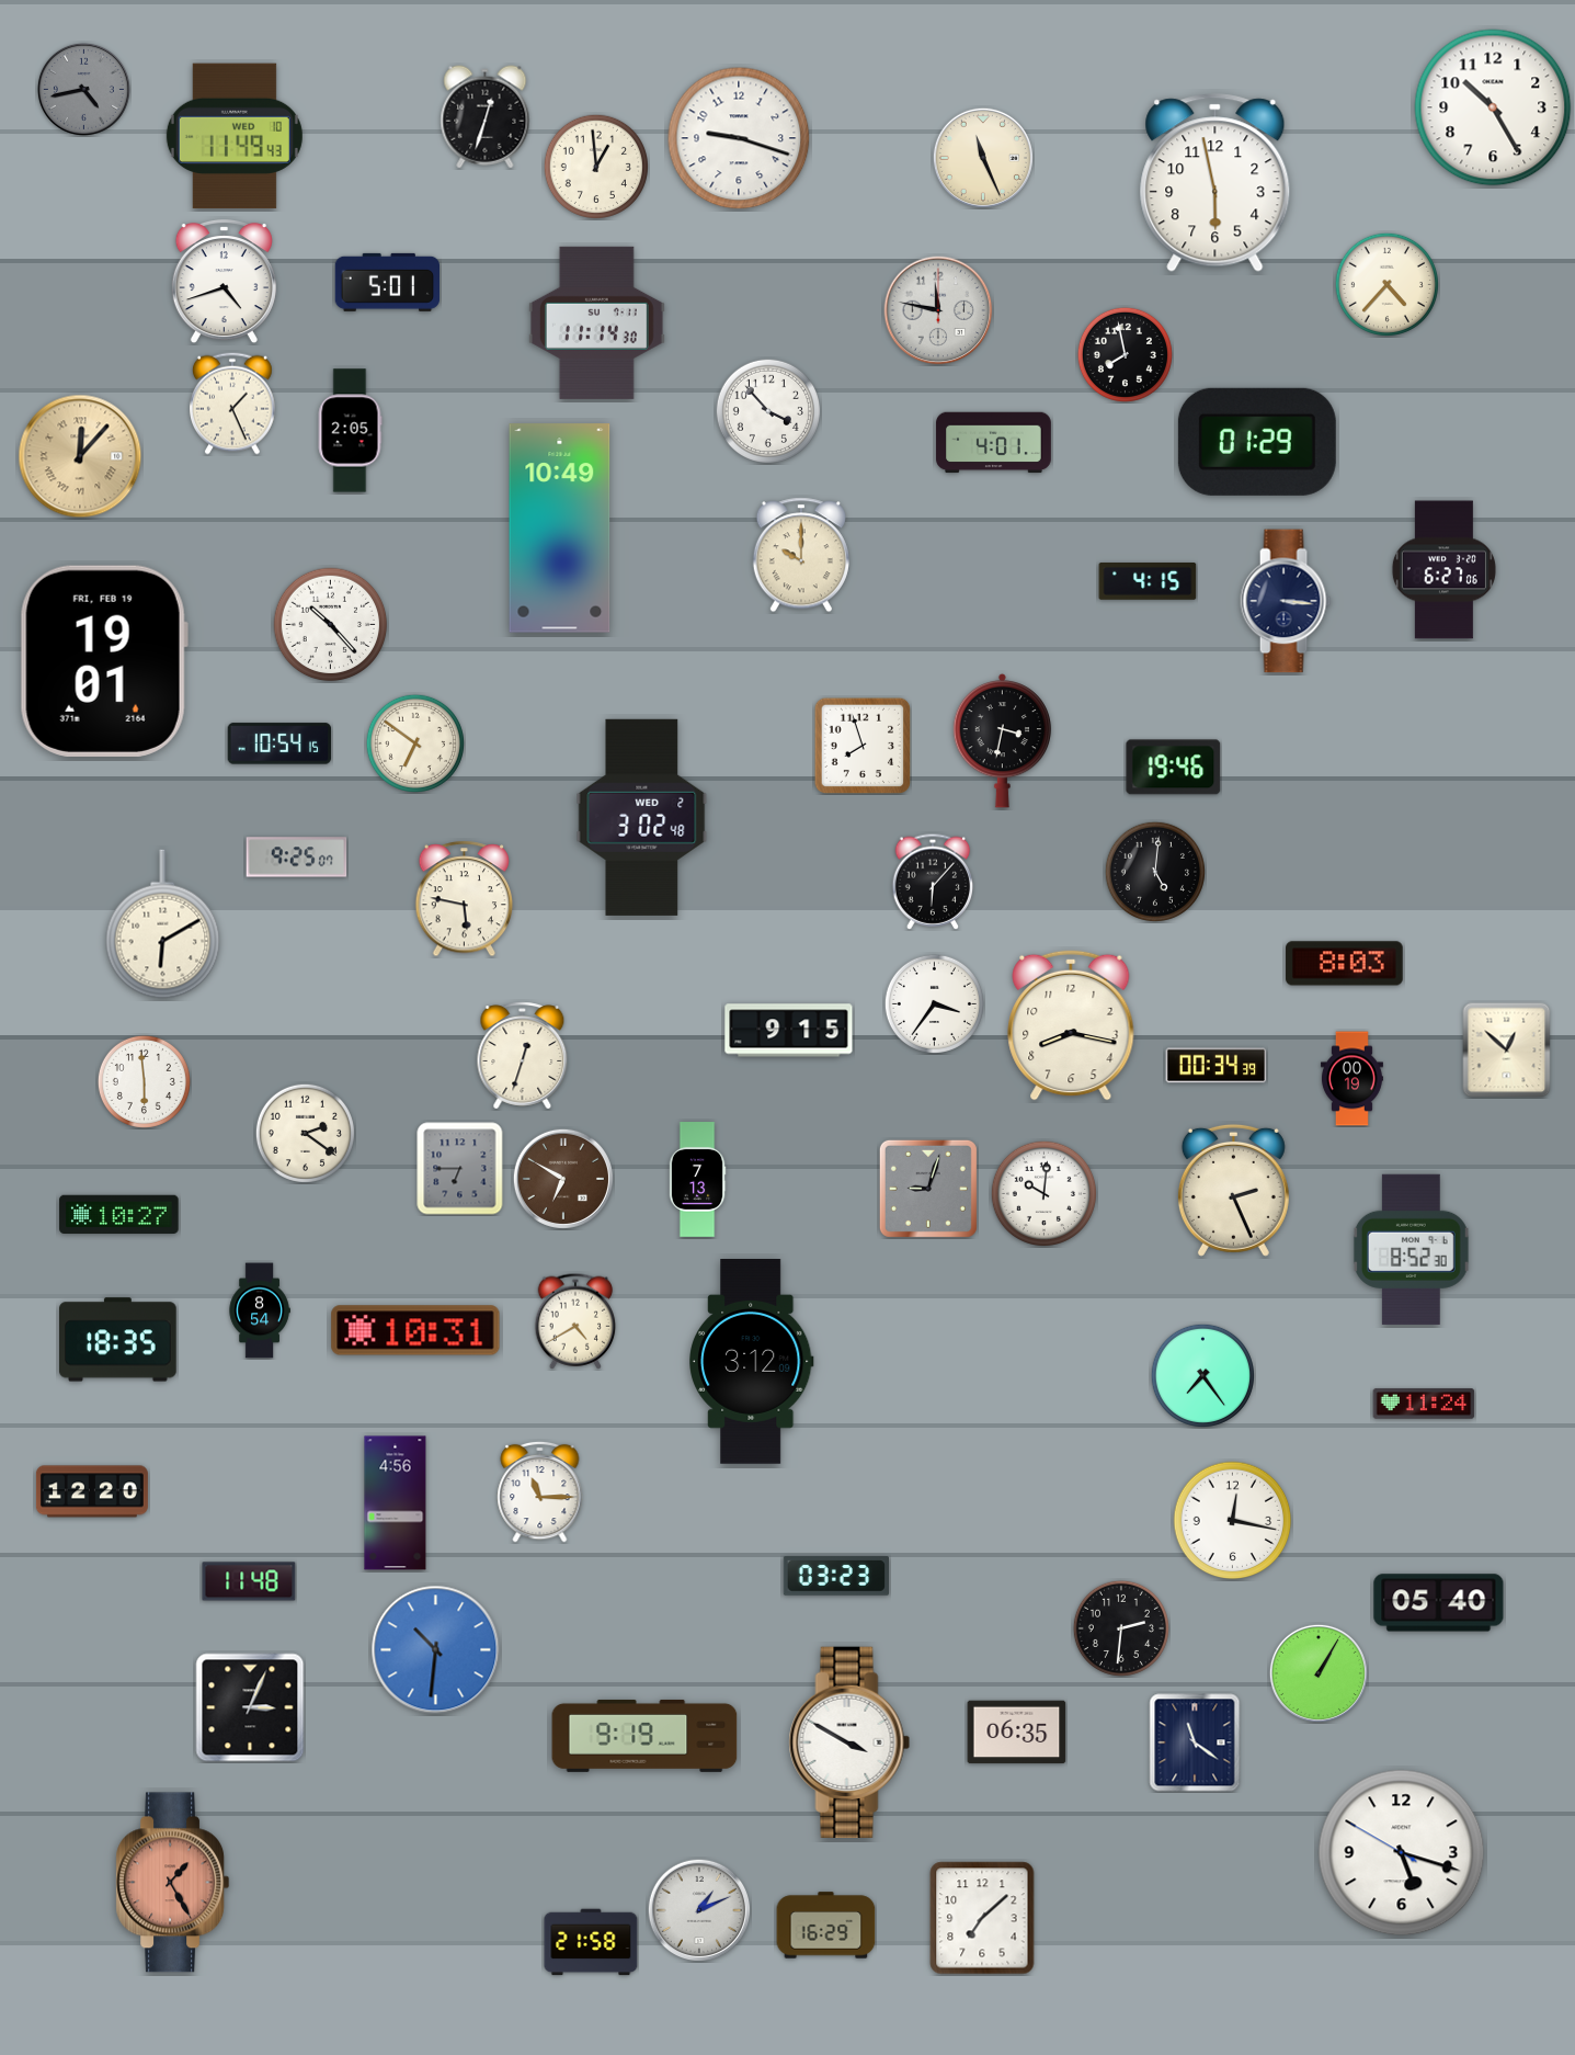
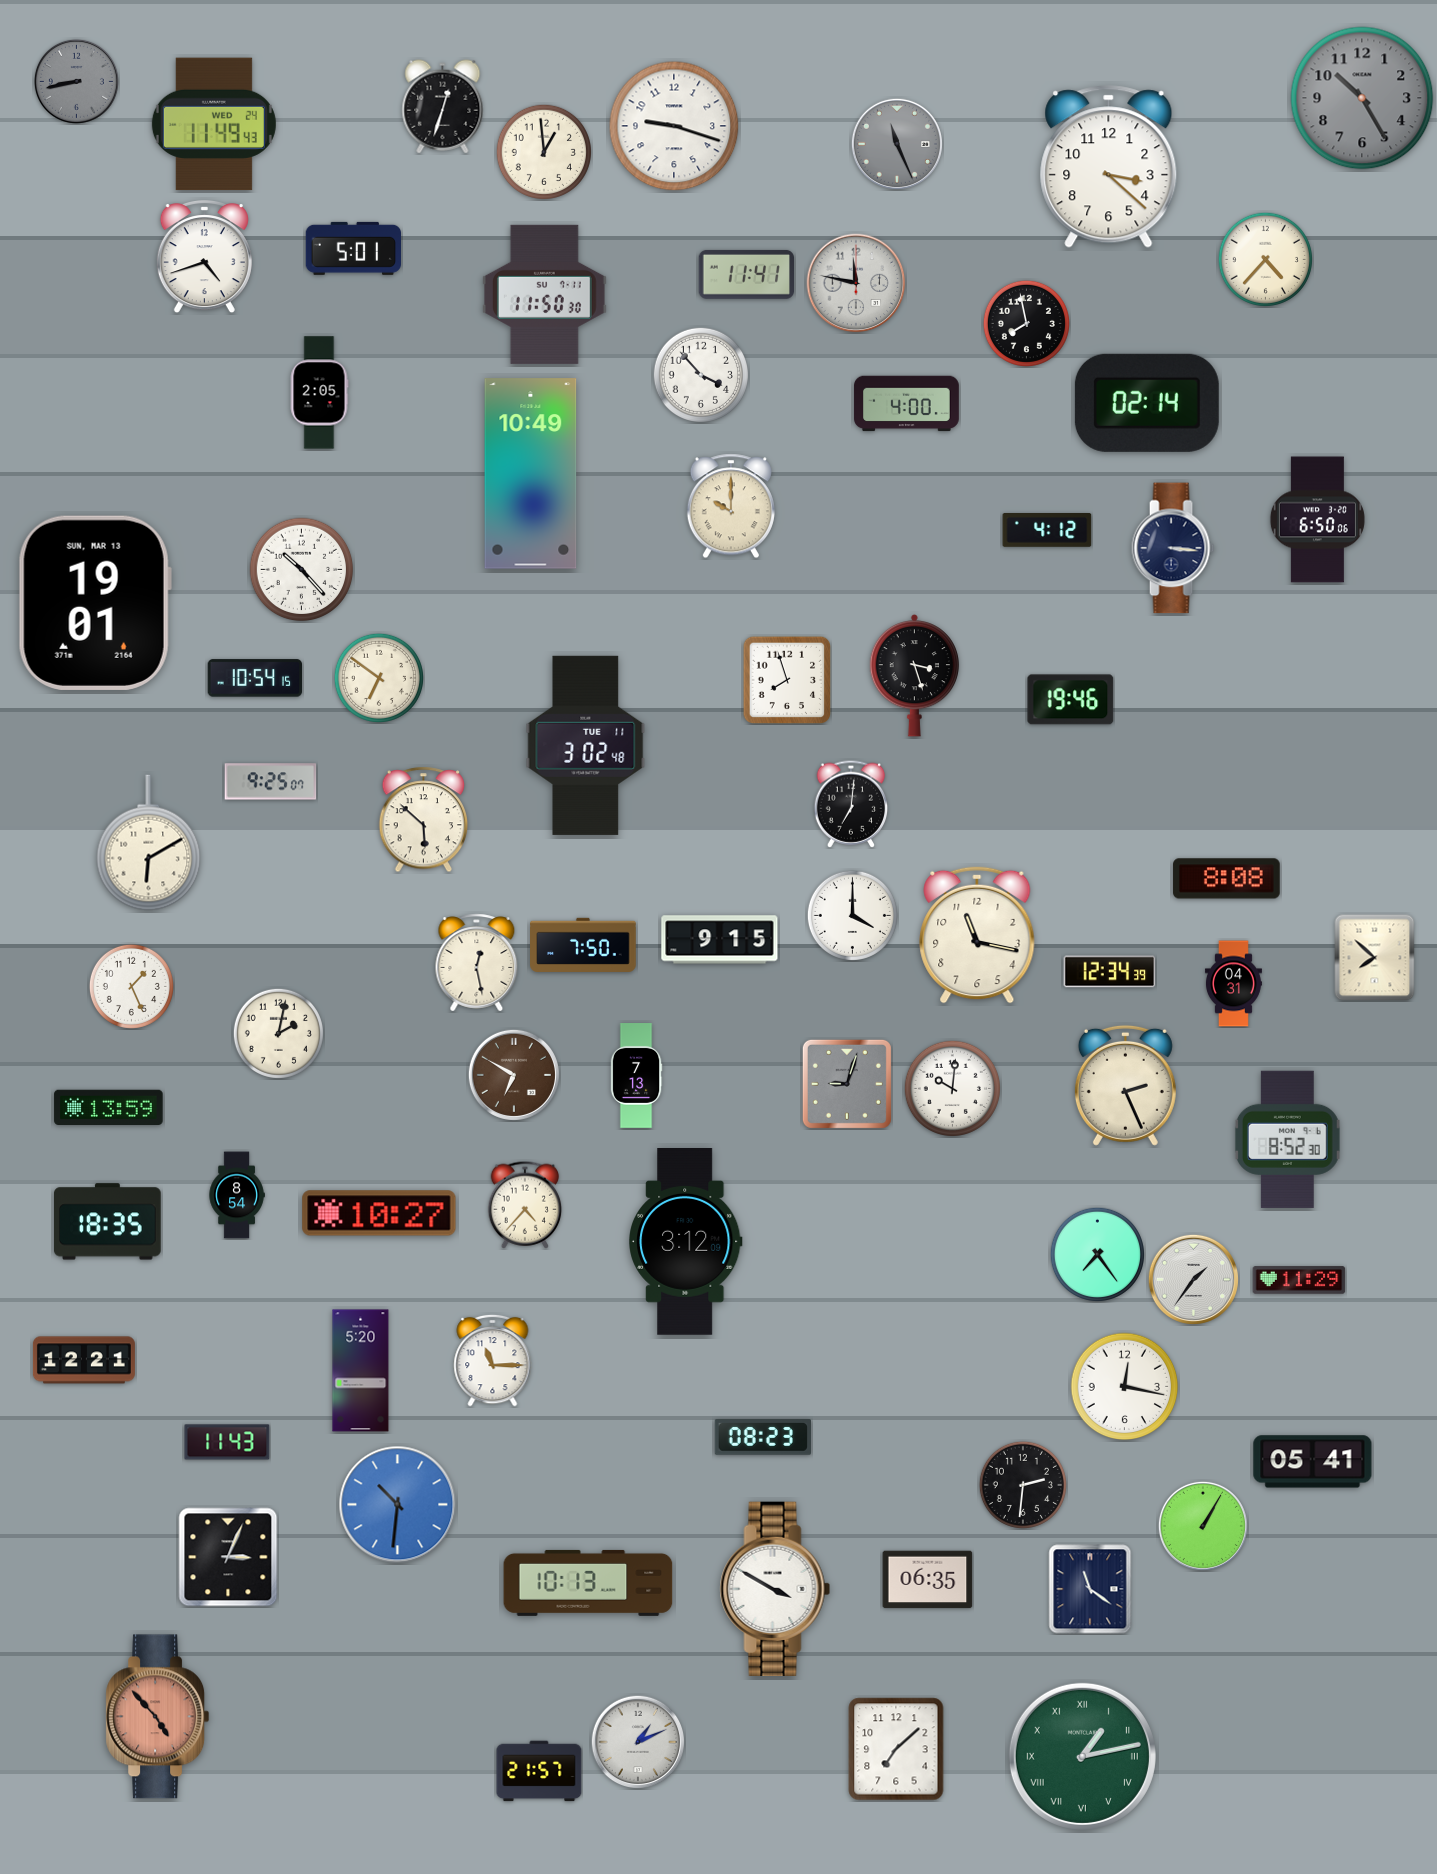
clock at (83, 89): 4:43 -> 8:43
clock at (1493, 107) dial: white -> grey
clock at (235, 136) date: WED 10 -> WED 24
clock at (983, 158) dial: cream -> grey
clock at (1216, 183): 5:58 -> 3:22
clock at (387, 282) position: (387, 282) -> (353, 248)
clock at (746, 274): none -> 11:41
clock at (596, 322): 11:14 -> 11:50
clock at (233, 404): 1:26 -> none
clock at (1257, 442): 01:29 -> 02:14
clock at (994, 443): 4:01 -> 4:00
clock at (80, 456): 12:07 -> none
clock at (560, 529) position: (560, 529) -> (531, 474)
clock at (1443, 570): 6:27 -> 6:50
clock at (1148, 582): 4:15 -> 4:12
clock at (104, 661) date: FRI, FEB 19 -> SUN, MAR 13
clock at (1003, 740): 3:32 -> 3:27
clock at (642, 817) date: WED 2 -> TUE 11
clock at (1155, 872): 5:01 -> none
clock at (933, 882): 6:07 -> 7:01
clock at (465, 899): 5:47 -> 5:52
clock at (1345, 964): 8:03 -> 8:08
clock at (934, 1003): 3:36 -> 4:00
clock at (1071, 1025): 8:17 -> 11:17
clock at (583, 945): none -> 7:50
clock at (1507, 1049): 12:52 -> 7:52
clock at (523, 1056): 12:33 -> 12:28
clock at (1217, 1066): 00:34 -> 12:34
clock at (1351, 1079): 00:19 -> 04:31
clock at (144, 1081): 5:59 -> 1:26
clock at (305, 1133): 2:21 -> 2:02
clock at (460, 1169): 6:45 -> none
clock at (119, 1214): 10:27 -> 13:59
clock at (575, 1321): 4:40 -> 4:37
clock at (415, 1330): 10:31 -> 10:27
clock at (1193, 1279): none -> 1:36
clock at (1424, 1404): 11:24 -> 11:29
clock at (92, 1491): 12:20 -> 12:21
clock at (396, 1503): 4:56 -> 5:20
clock at (835, 1576): 03:23 -> 08:23
clock at (249, 1581): 11:48 -> 11:43
clock at (1439, 1603): 05:40 -> 05:41
clock at (644, 1736): 9:19 -> 10:13
clock at (1402, 1853): 5:17 -> none
clock at (173, 1883): 1:25 -> 4:53
clock at (826, 1926): 16:29 -> none
clock at (1082, 1756): none -> 1:13
clock at (591, 1942): 21:58 -> 21:57
